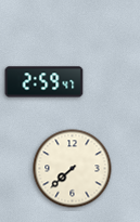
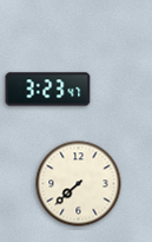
clock at (44, 82): 2:59 -> 3:23
